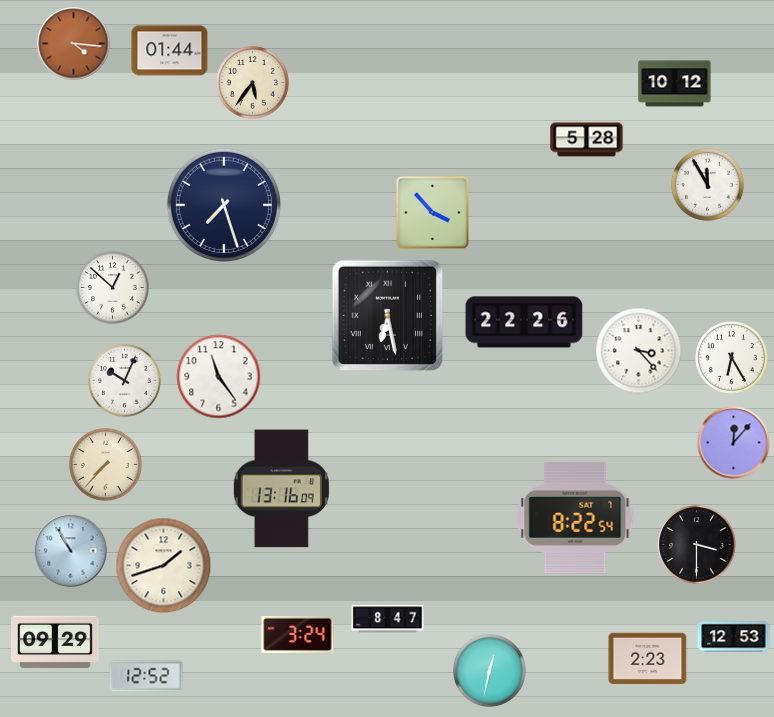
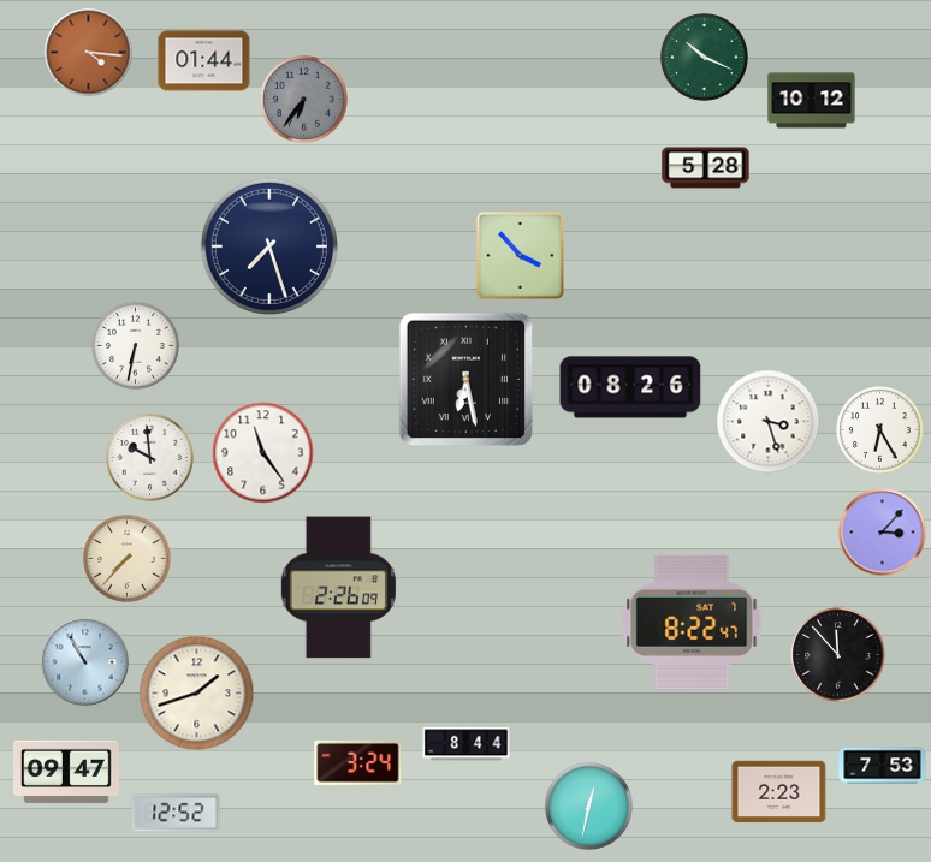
clock at (705, 58): none -> 10:19
clock at (253, 83): 5:36 -> 6:36
clock at (253, 83) dial: cream -> grey
clock at (708, 185): 11:55 -> none
clock at (113, 288): 12:52 -> 6:32
clock at (524, 322): 22:26 -> 08:26
clock at (639, 351): 3:23 -> 3:27
clock at (125, 381): 10:04 -> 9:59
clock at (734, 443): 12:07 -> 3:07
clock at (281, 489): 13:16 -> 2:26
clock at (575, 518): 8:22:54 -> 8:22:47
clock at (697, 545): 3:30 -> 11:53
clock at (164, 566) position: (164, 566) -> (197, 694)
clock at (388, 619): 8:47 -> 8:44
clock at (734, 637): 12:53 -> 7:53
clock at (55, 642): 09:29 -> 09:47
